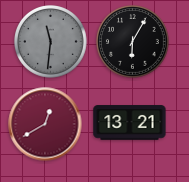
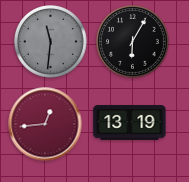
clock at (130, 123): 13:21 -> 13:19
clock at (45, 124): 12:40 -> 12:44
